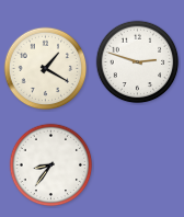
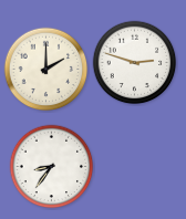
clock at (138, 62) position: (138, 62) -> (135, 63)
clock at (46, 69): 1:20 -> 2:00
